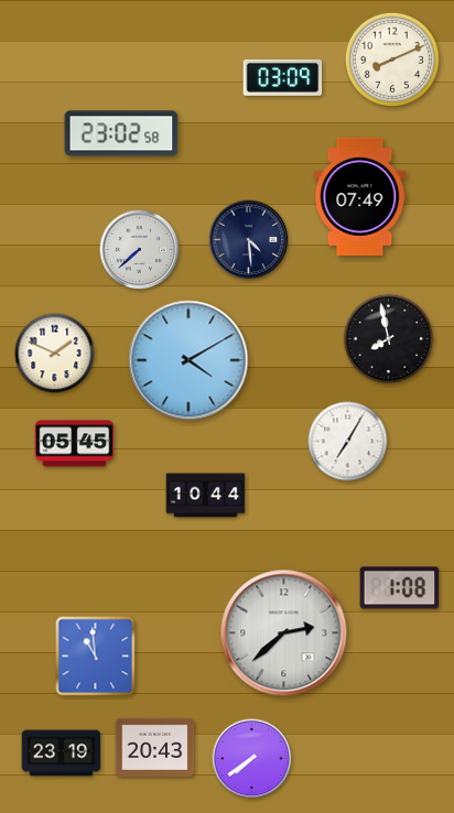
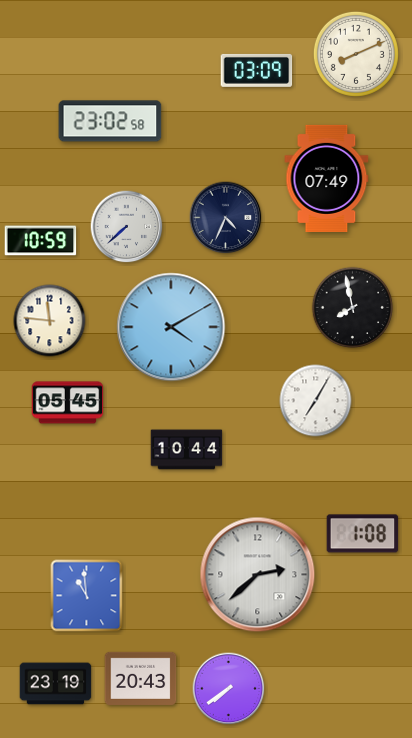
clock at (249, 240): 4:29 -> 4:34
clock at (41, 241): none -> 10:59
clock at (55, 354): 1:49 -> 11:46
